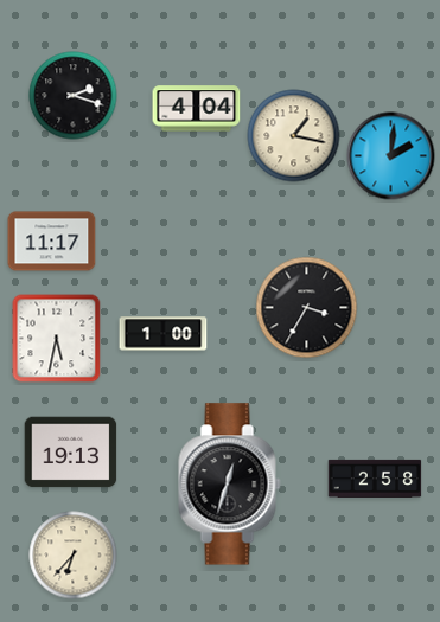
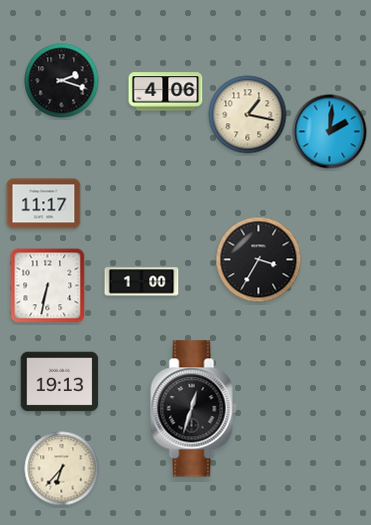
clock at (197, 109): 4:04 -> 4:06
clock at (164, 334) position: (164, 334) -> (142, 282)
clock at (57, 339): 5:32 -> 6:32
clock at (375, 479): 2:58 -> none
